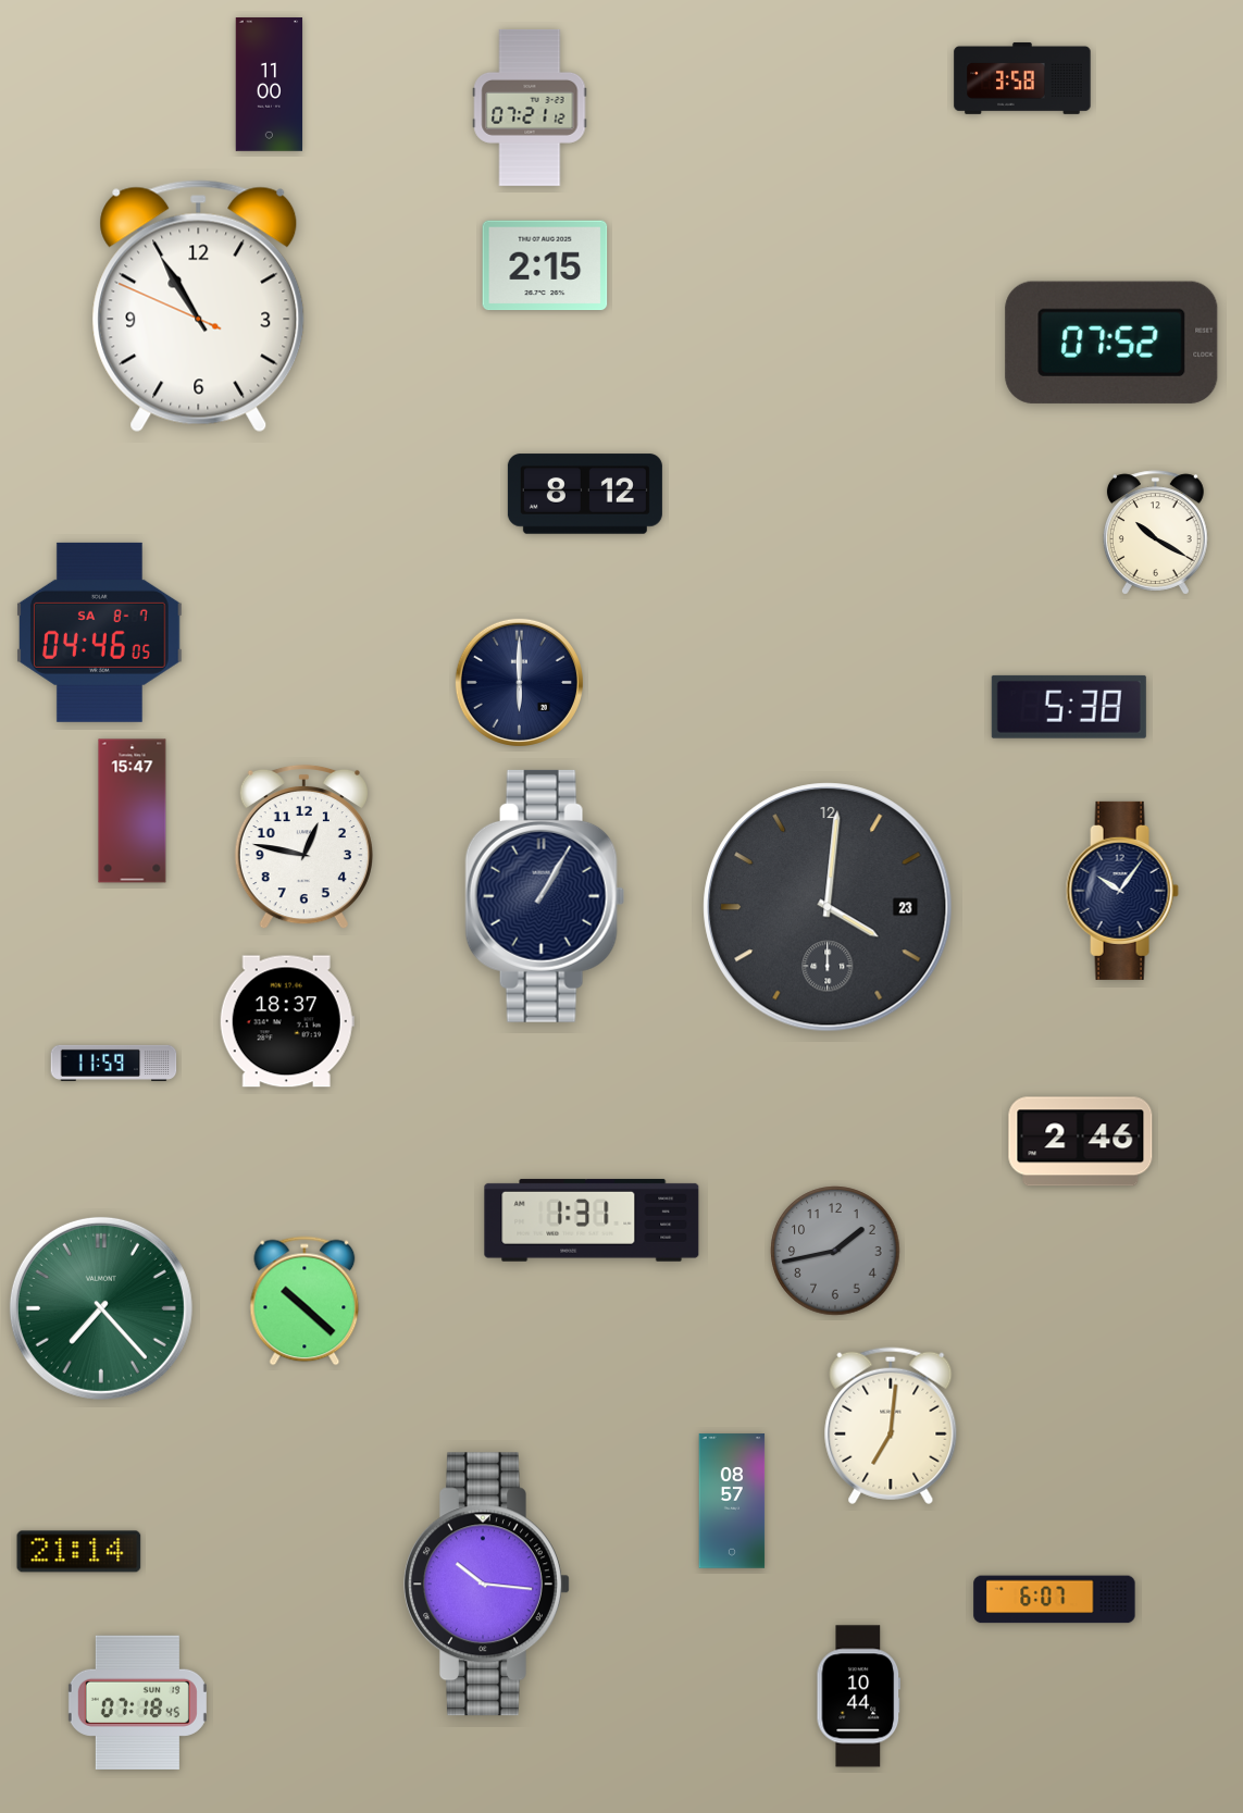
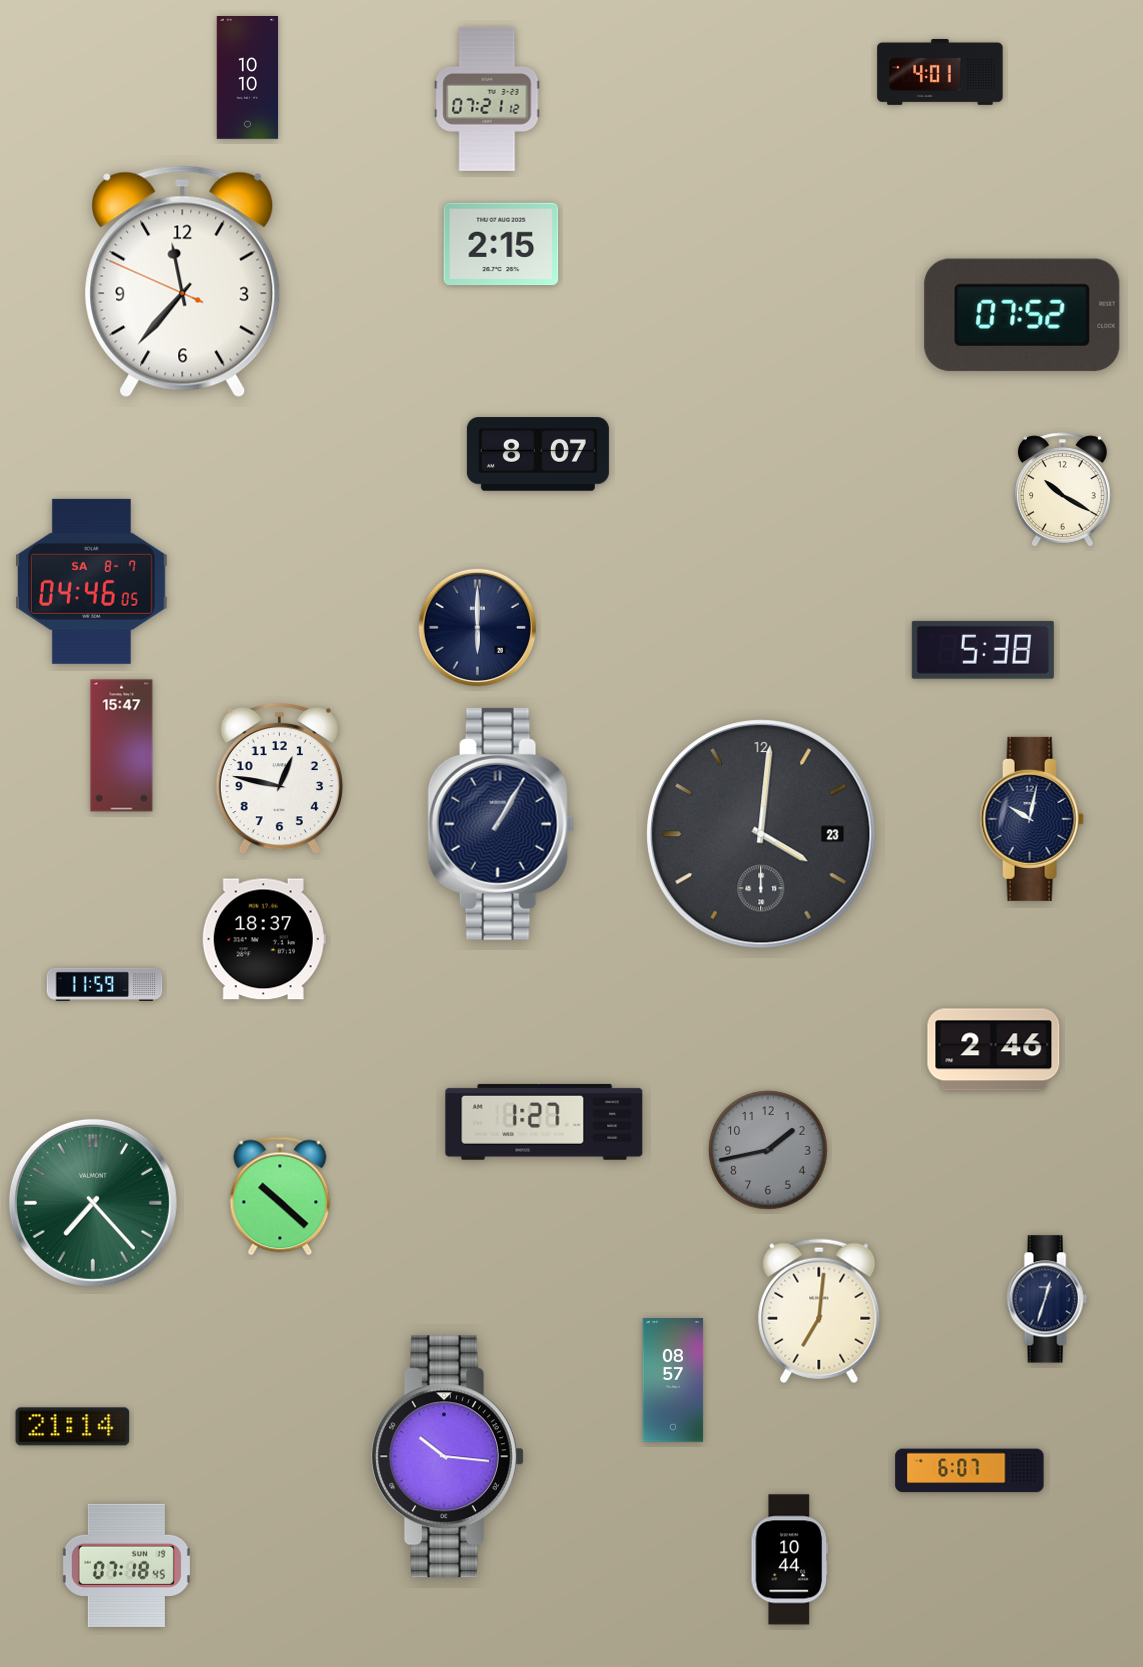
clock at (1022, 78): 3:58 -> 4:01
clock at (270, 85): 11:00 -> 10:10
clock at (199, 307): 10:54 -> 11:36
clock at (585, 494): 8:12 -> 8:07
clock at (1122, 891): 10:06 -> 10:02
clock at (114, 1063) position: (114, 1063) -> (105, 984)
clock at (592, 1220): 1:31 -> 1:27
clock at (1047, 1299): none -> 12:33
